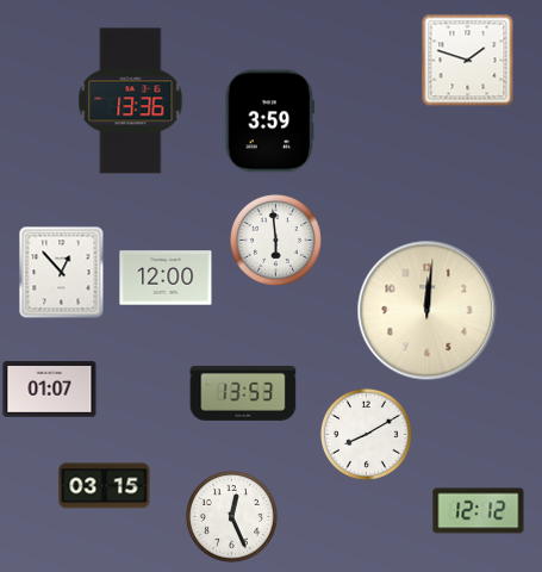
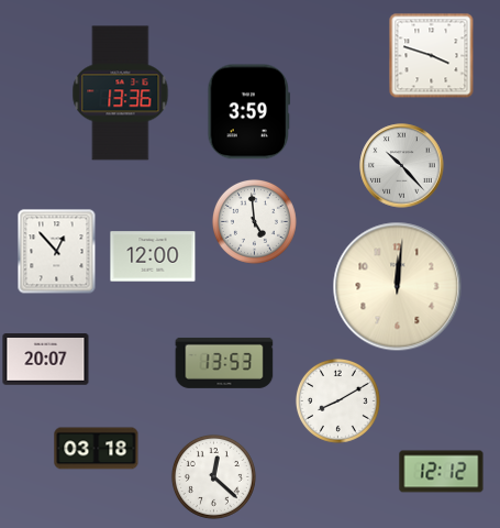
clock at (467, 60): 1:48 -> 3:48
clock at (402, 166): none -> 10:23
clock at (275, 240): 5:59 -> 4:59
clock at (428, 311) position: (428, 311) -> (398, 287)
clock at (50, 390): 01:07 -> 20:07
clock at (105, 486): 03:15 -> 03:18
clock at (231, 516): 12:26 -> 12:22
